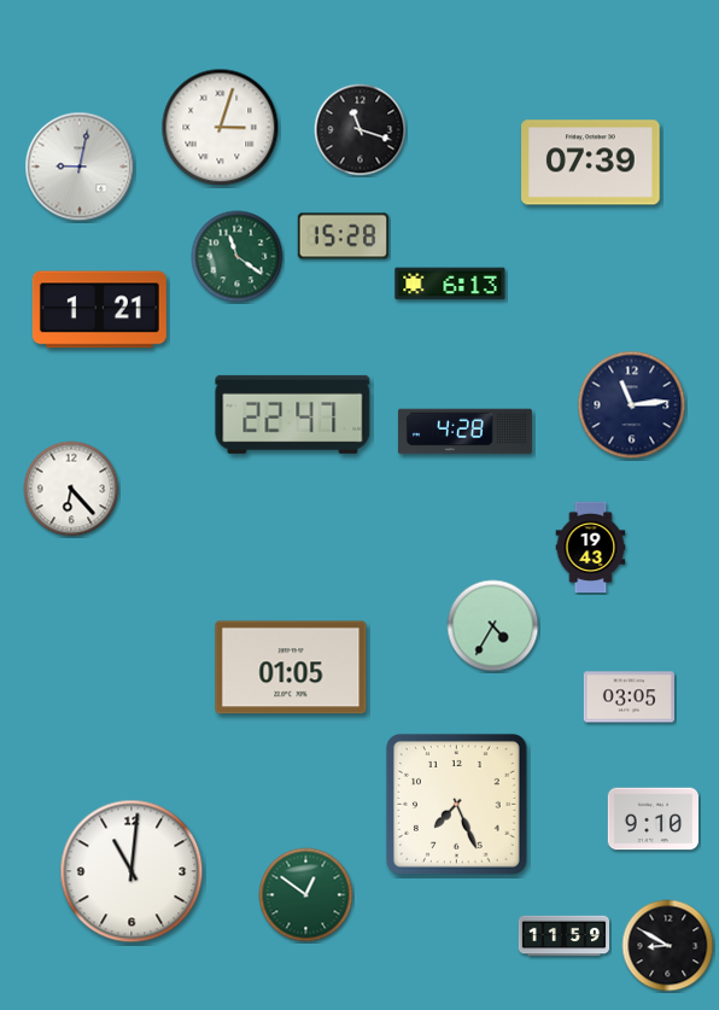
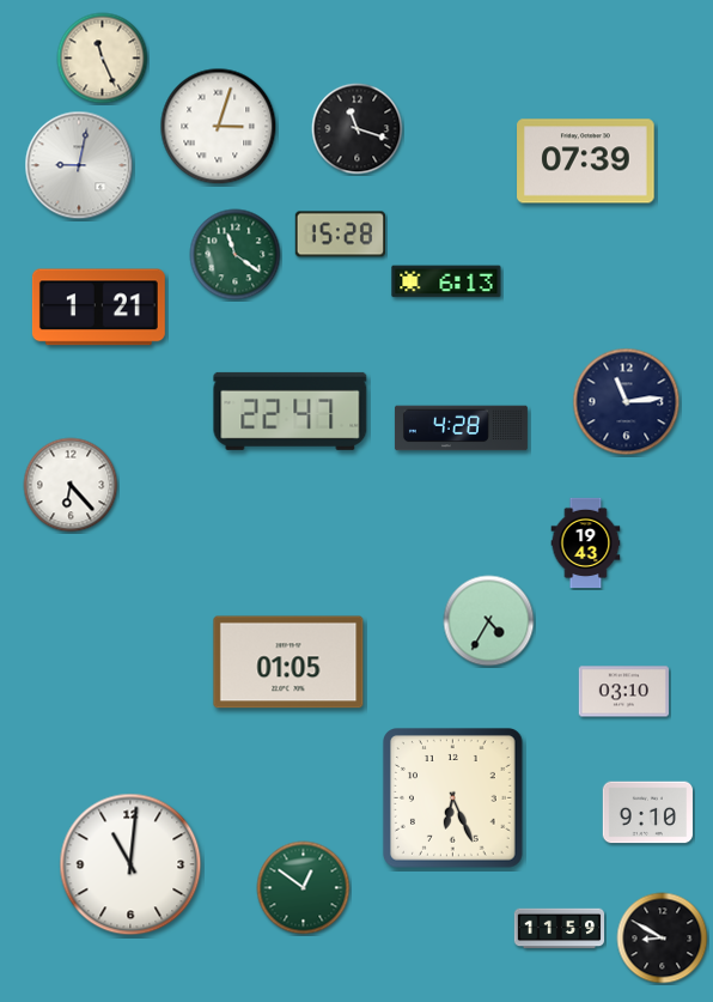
clock at (103, 59): none -> 11:26
clock at (629, 697): 03:05 -> 03:10
clock at (457, 805): 7:26 -> 6:26
